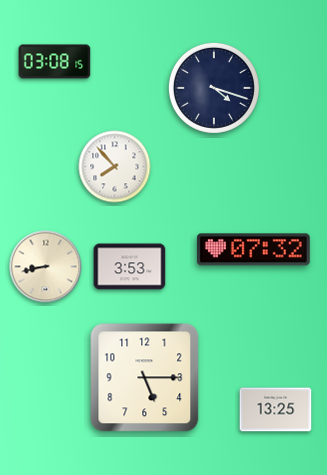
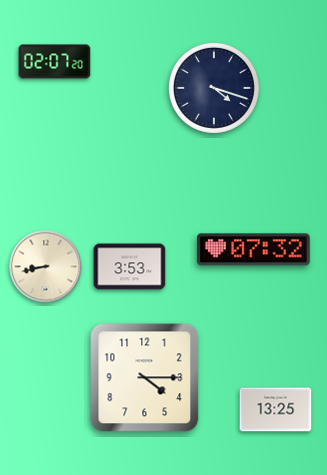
clock at (55, 62): 03:08 -> 02:07
clock at (115, 167): 7:53 -> none
clock at (145, 378): 5:15 -> 4:15
